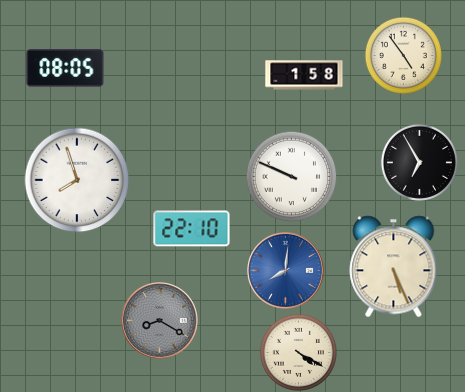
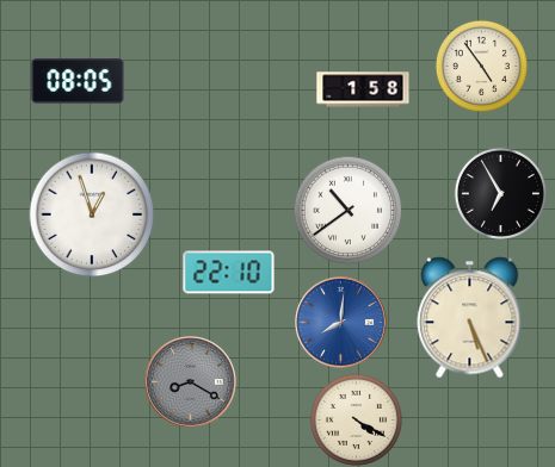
clock at (291, 176): 9:49 -> 10:39
clock at (77, 180): 7:57 -> 12:57
